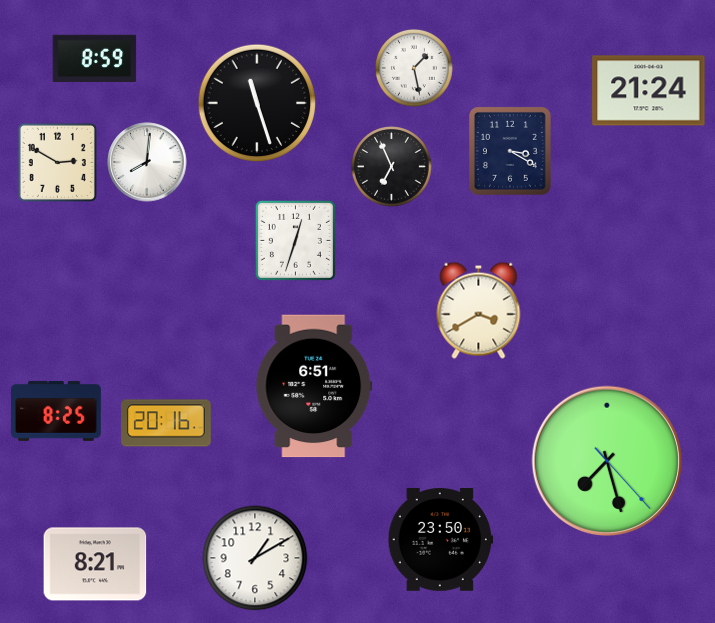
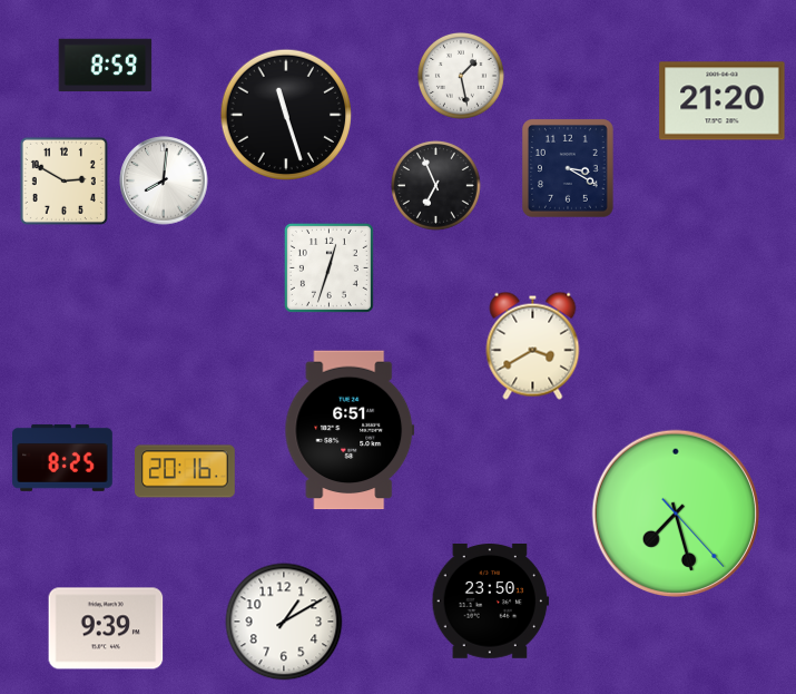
clock at (649, 91): 21:24 -> 21:20
clock at (95, 564): 8:21 -> 9:39
